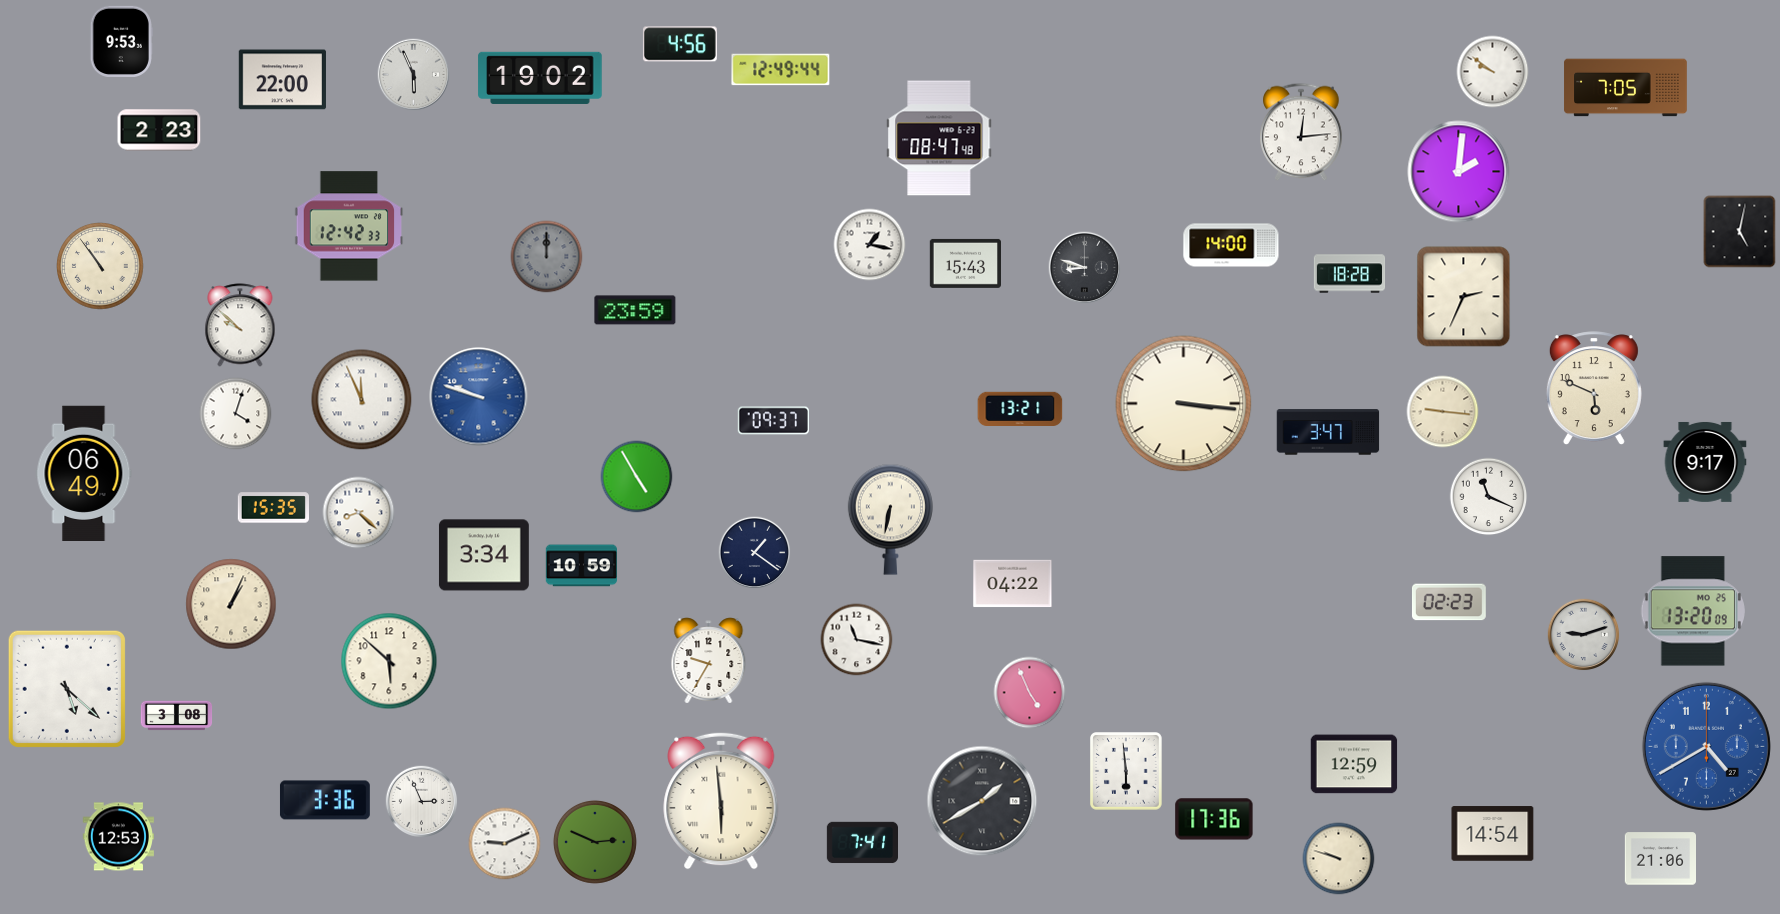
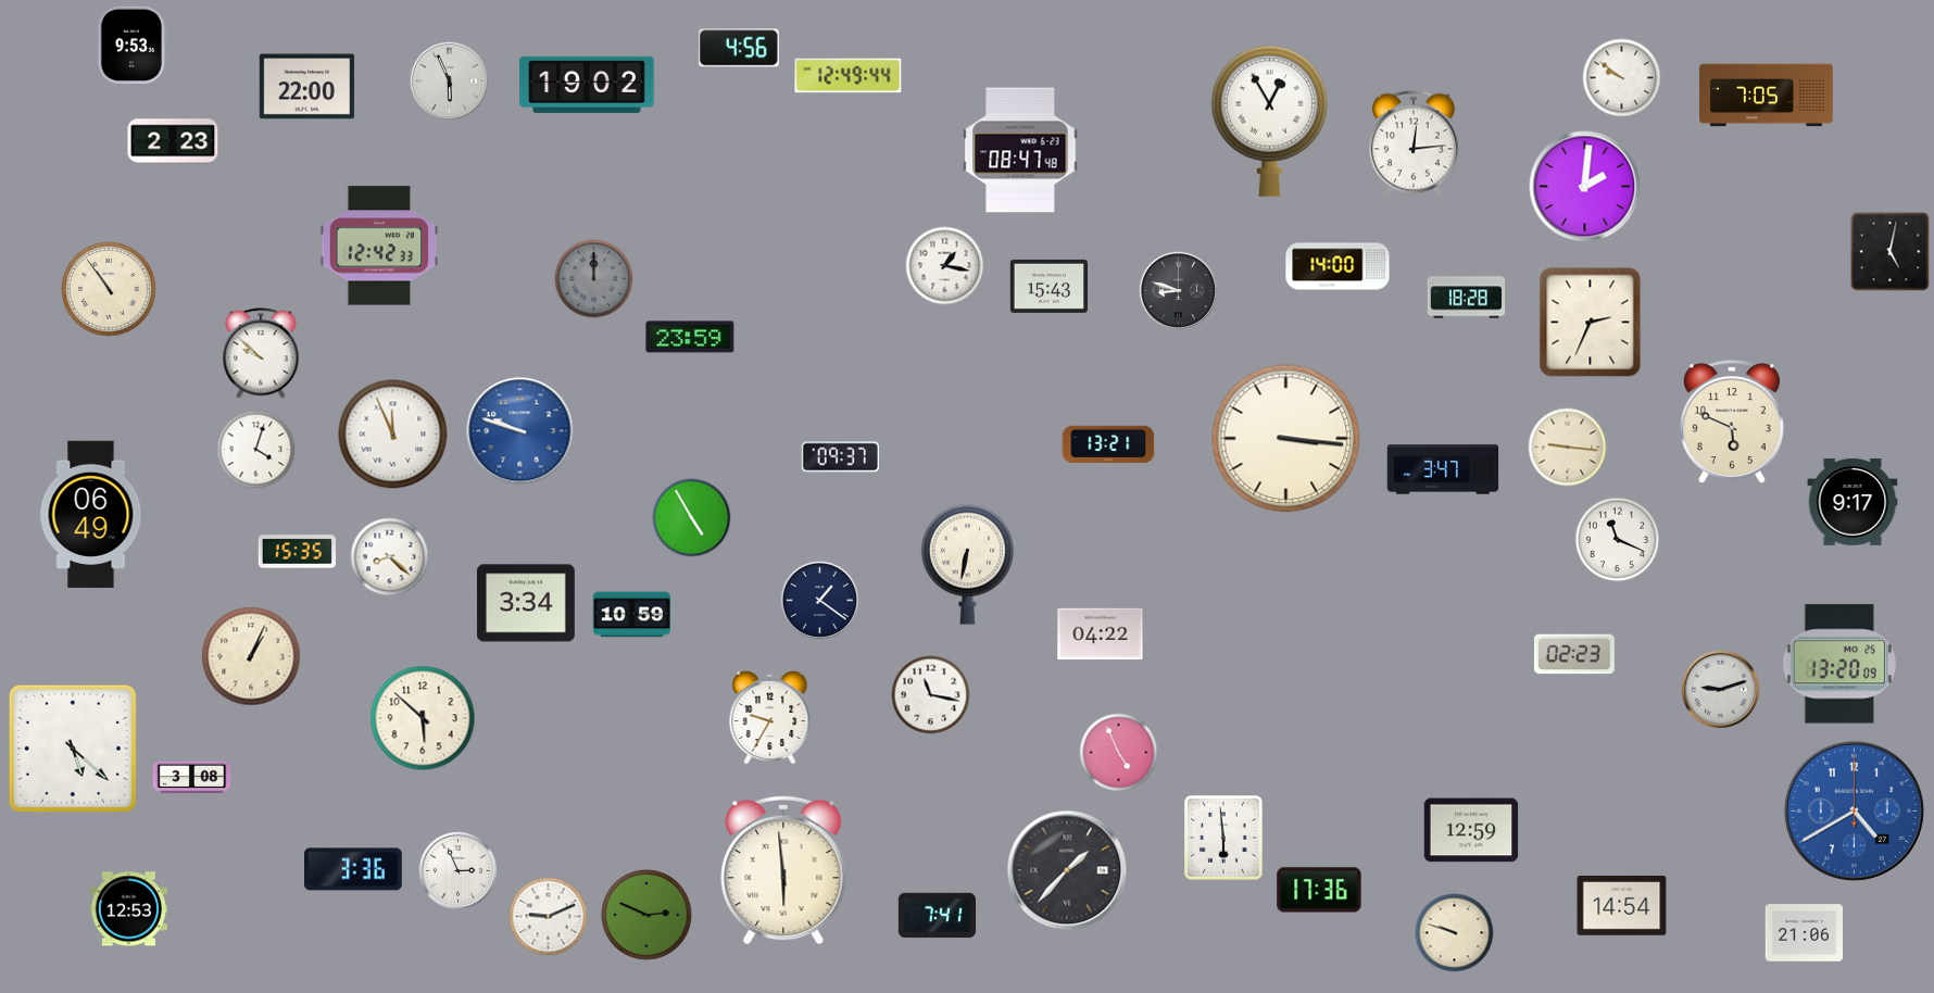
clock at (1270, 121): none -> 12:55
clock at (982, 801): 1:40 -> 1:37
